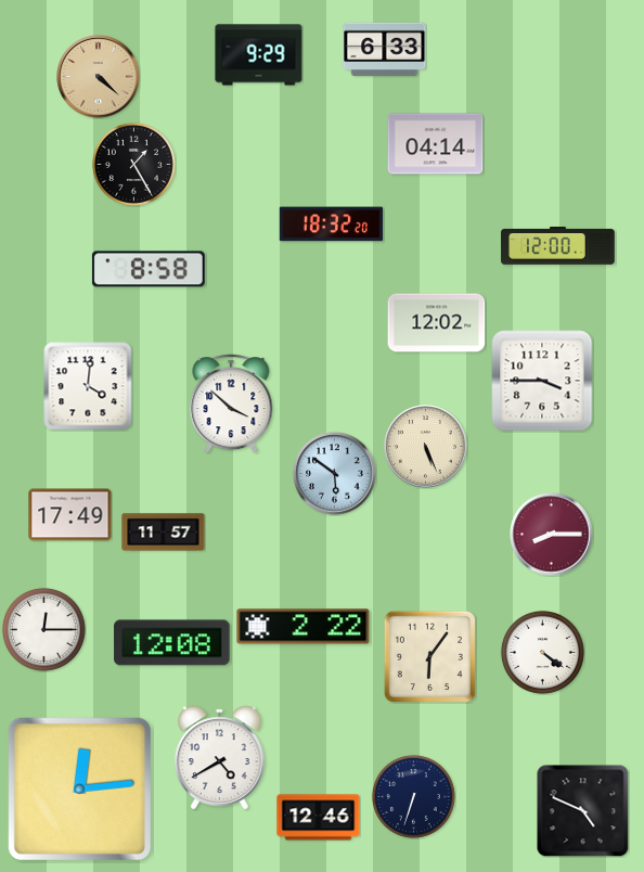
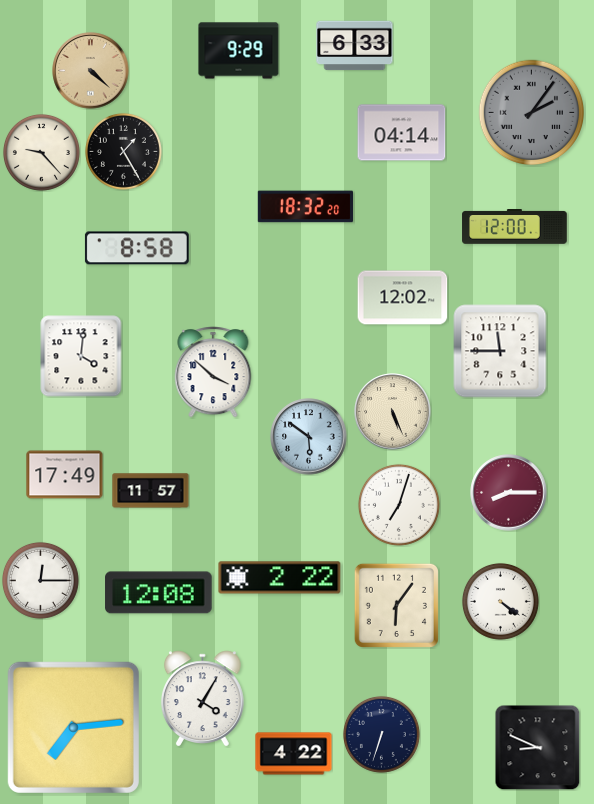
clock at (532, 113): none -> 2:06
clock at (41, 152): none -> 9:23
clock at (542, 381): 3:45 -> 11:45
clock at (399, 505): none -> 7:03
clock at (219, 758): 4:40 -> 4:05
clock at (79, 788): 12:14 -> 7:14
clock at (583, 811): 4:49 -> 8:49
clock at (319, 818): 12:46 -> 4:22
